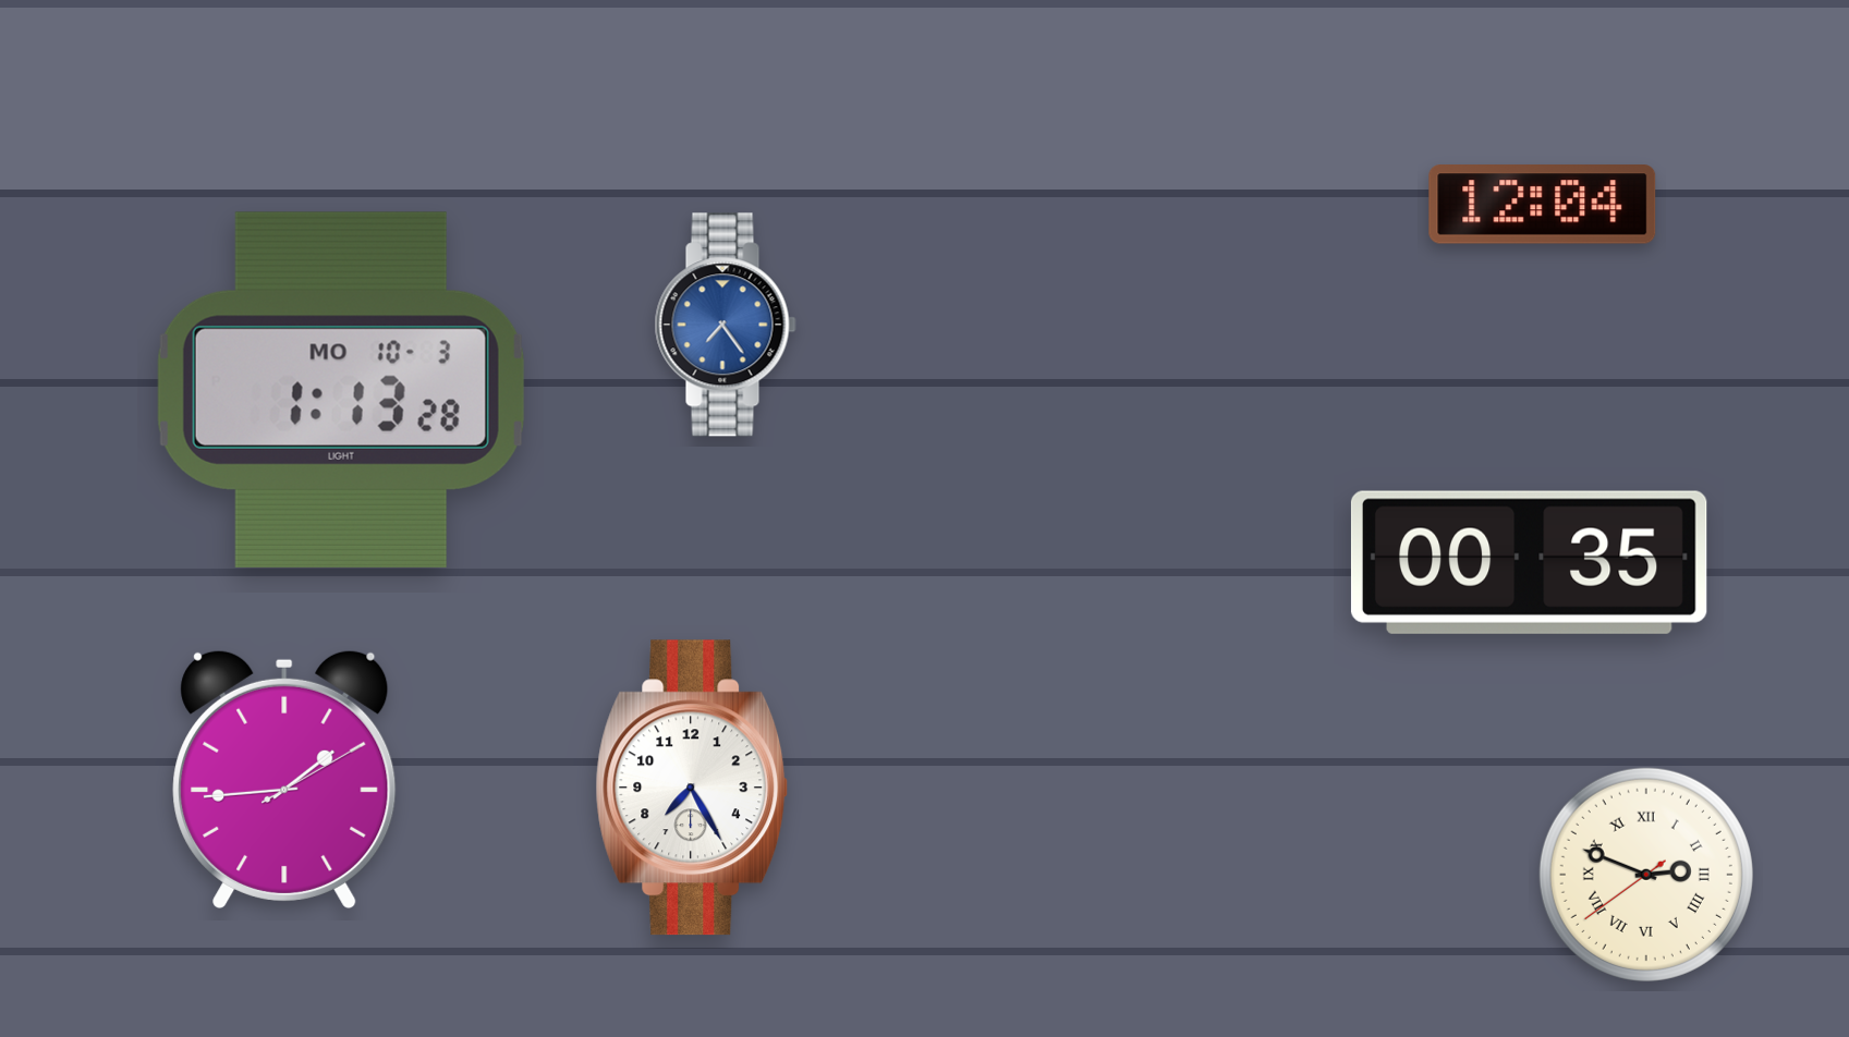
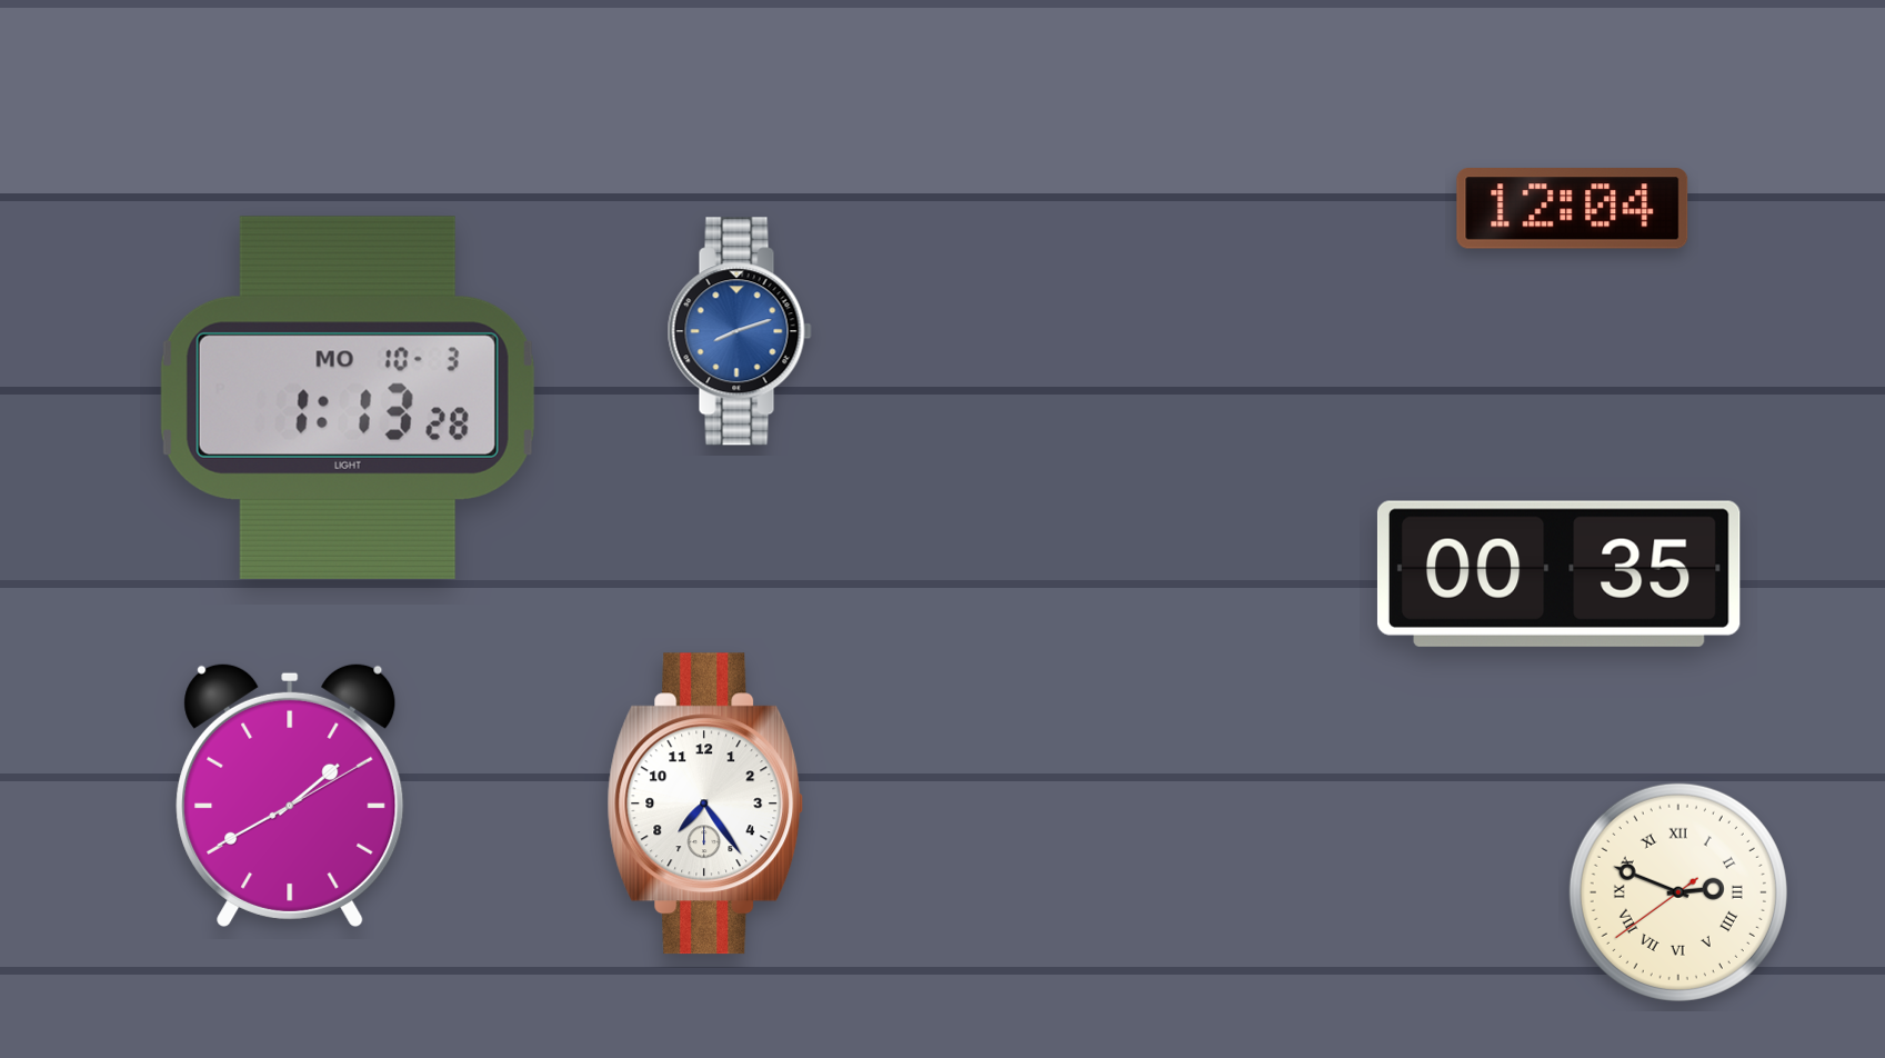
clock at (726, 325): 7:24 -> 8:12
clock at (284, 779): 1:44 -> 1:40
clock at (692, 788): 7:25 -> 7:24
